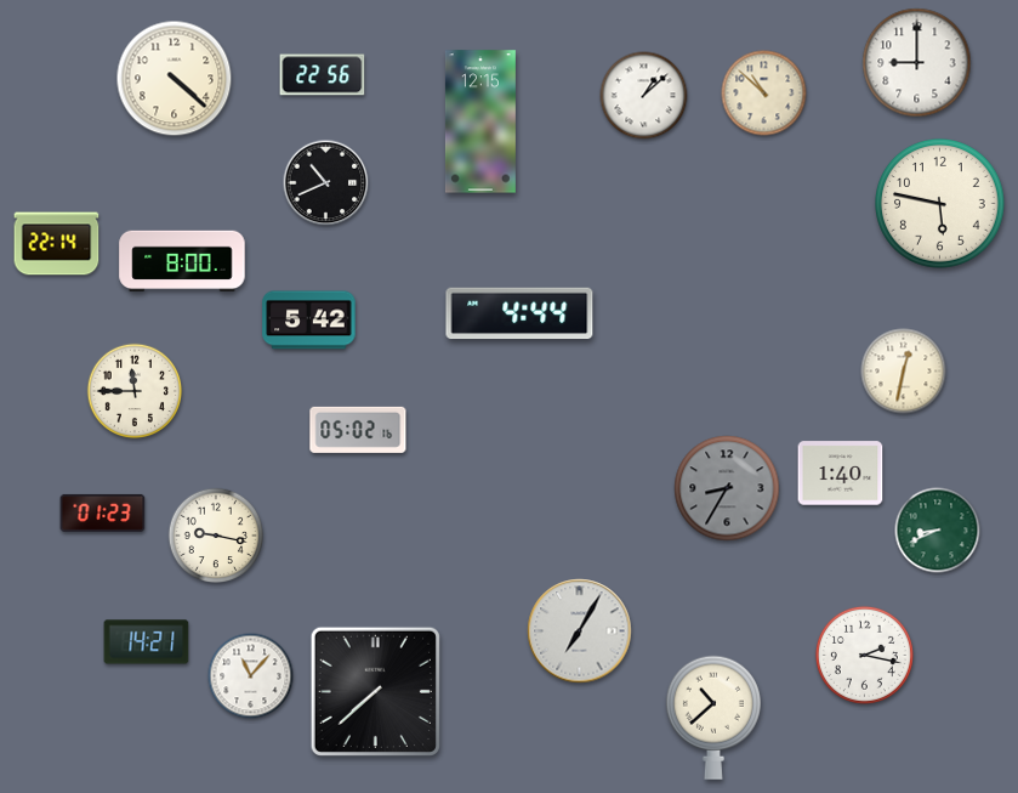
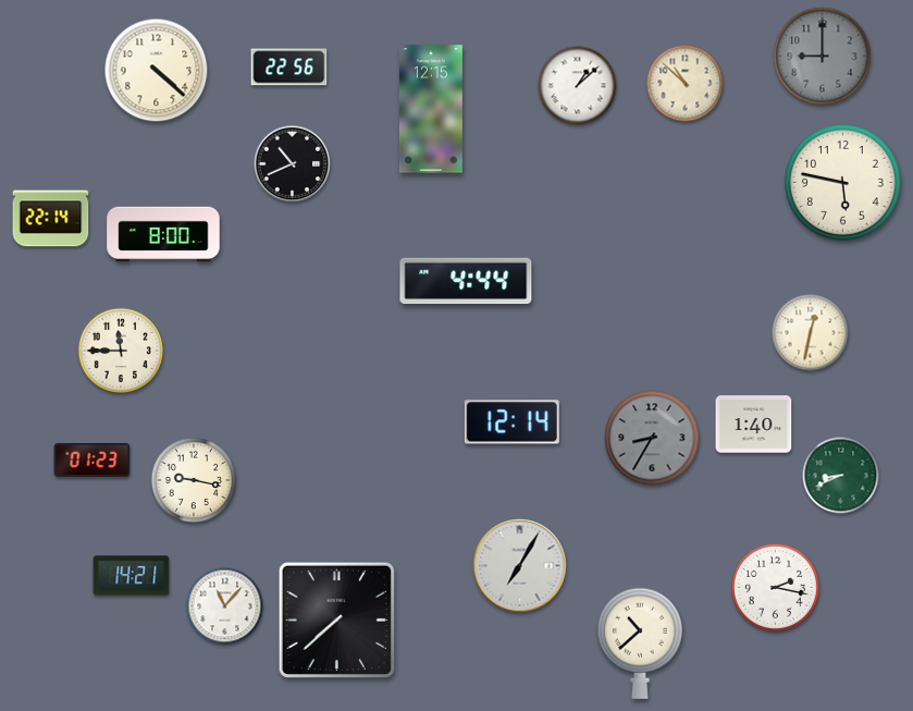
clock at (917, 63) dial: white -> grey
clock at (309, 321): 5:42 -> none
clock at (358, 430): 05:02 -> none
clock at (511, 422): none -> 12:14
